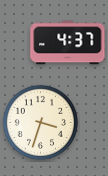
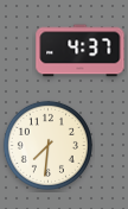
clock at (40, 122): 3:33 -> 7:31
